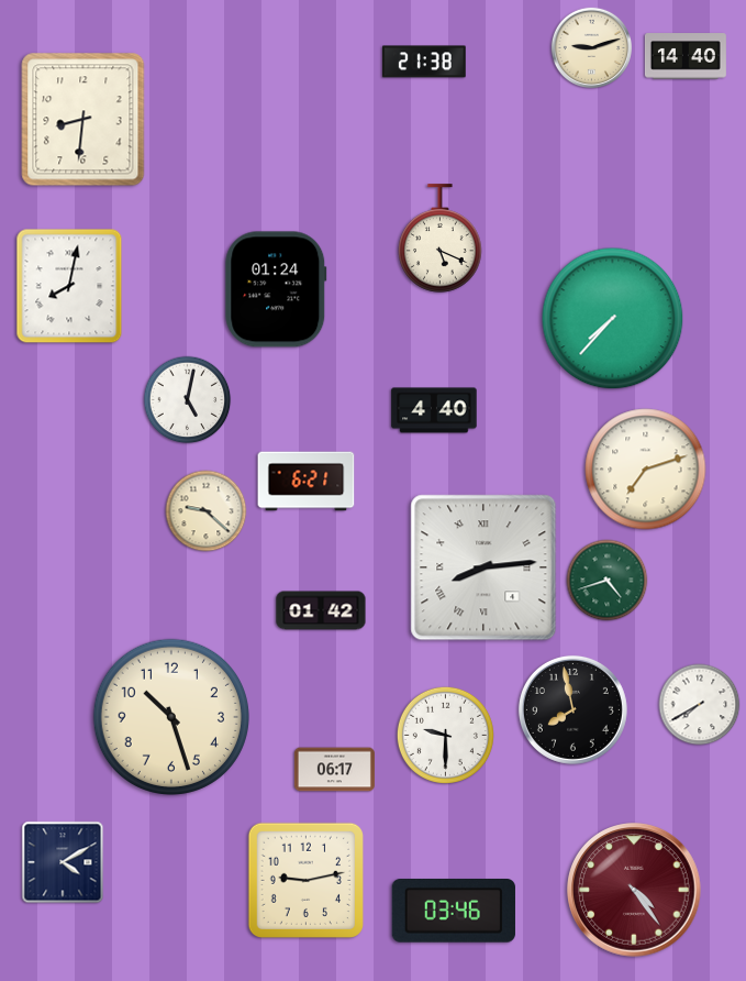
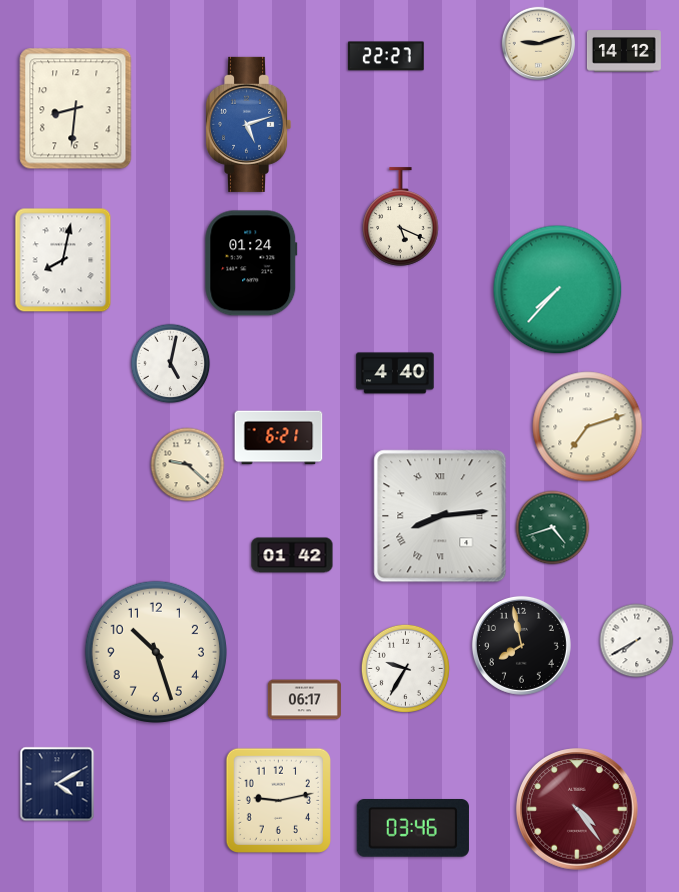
clock at (686, 56): 14:40 -> 14:12
clock at (425, 62): 21:38 -> 22:27
clock at (249, 124): none -> 5:12
clock at (445, 735): 9:30 -> 9:35
